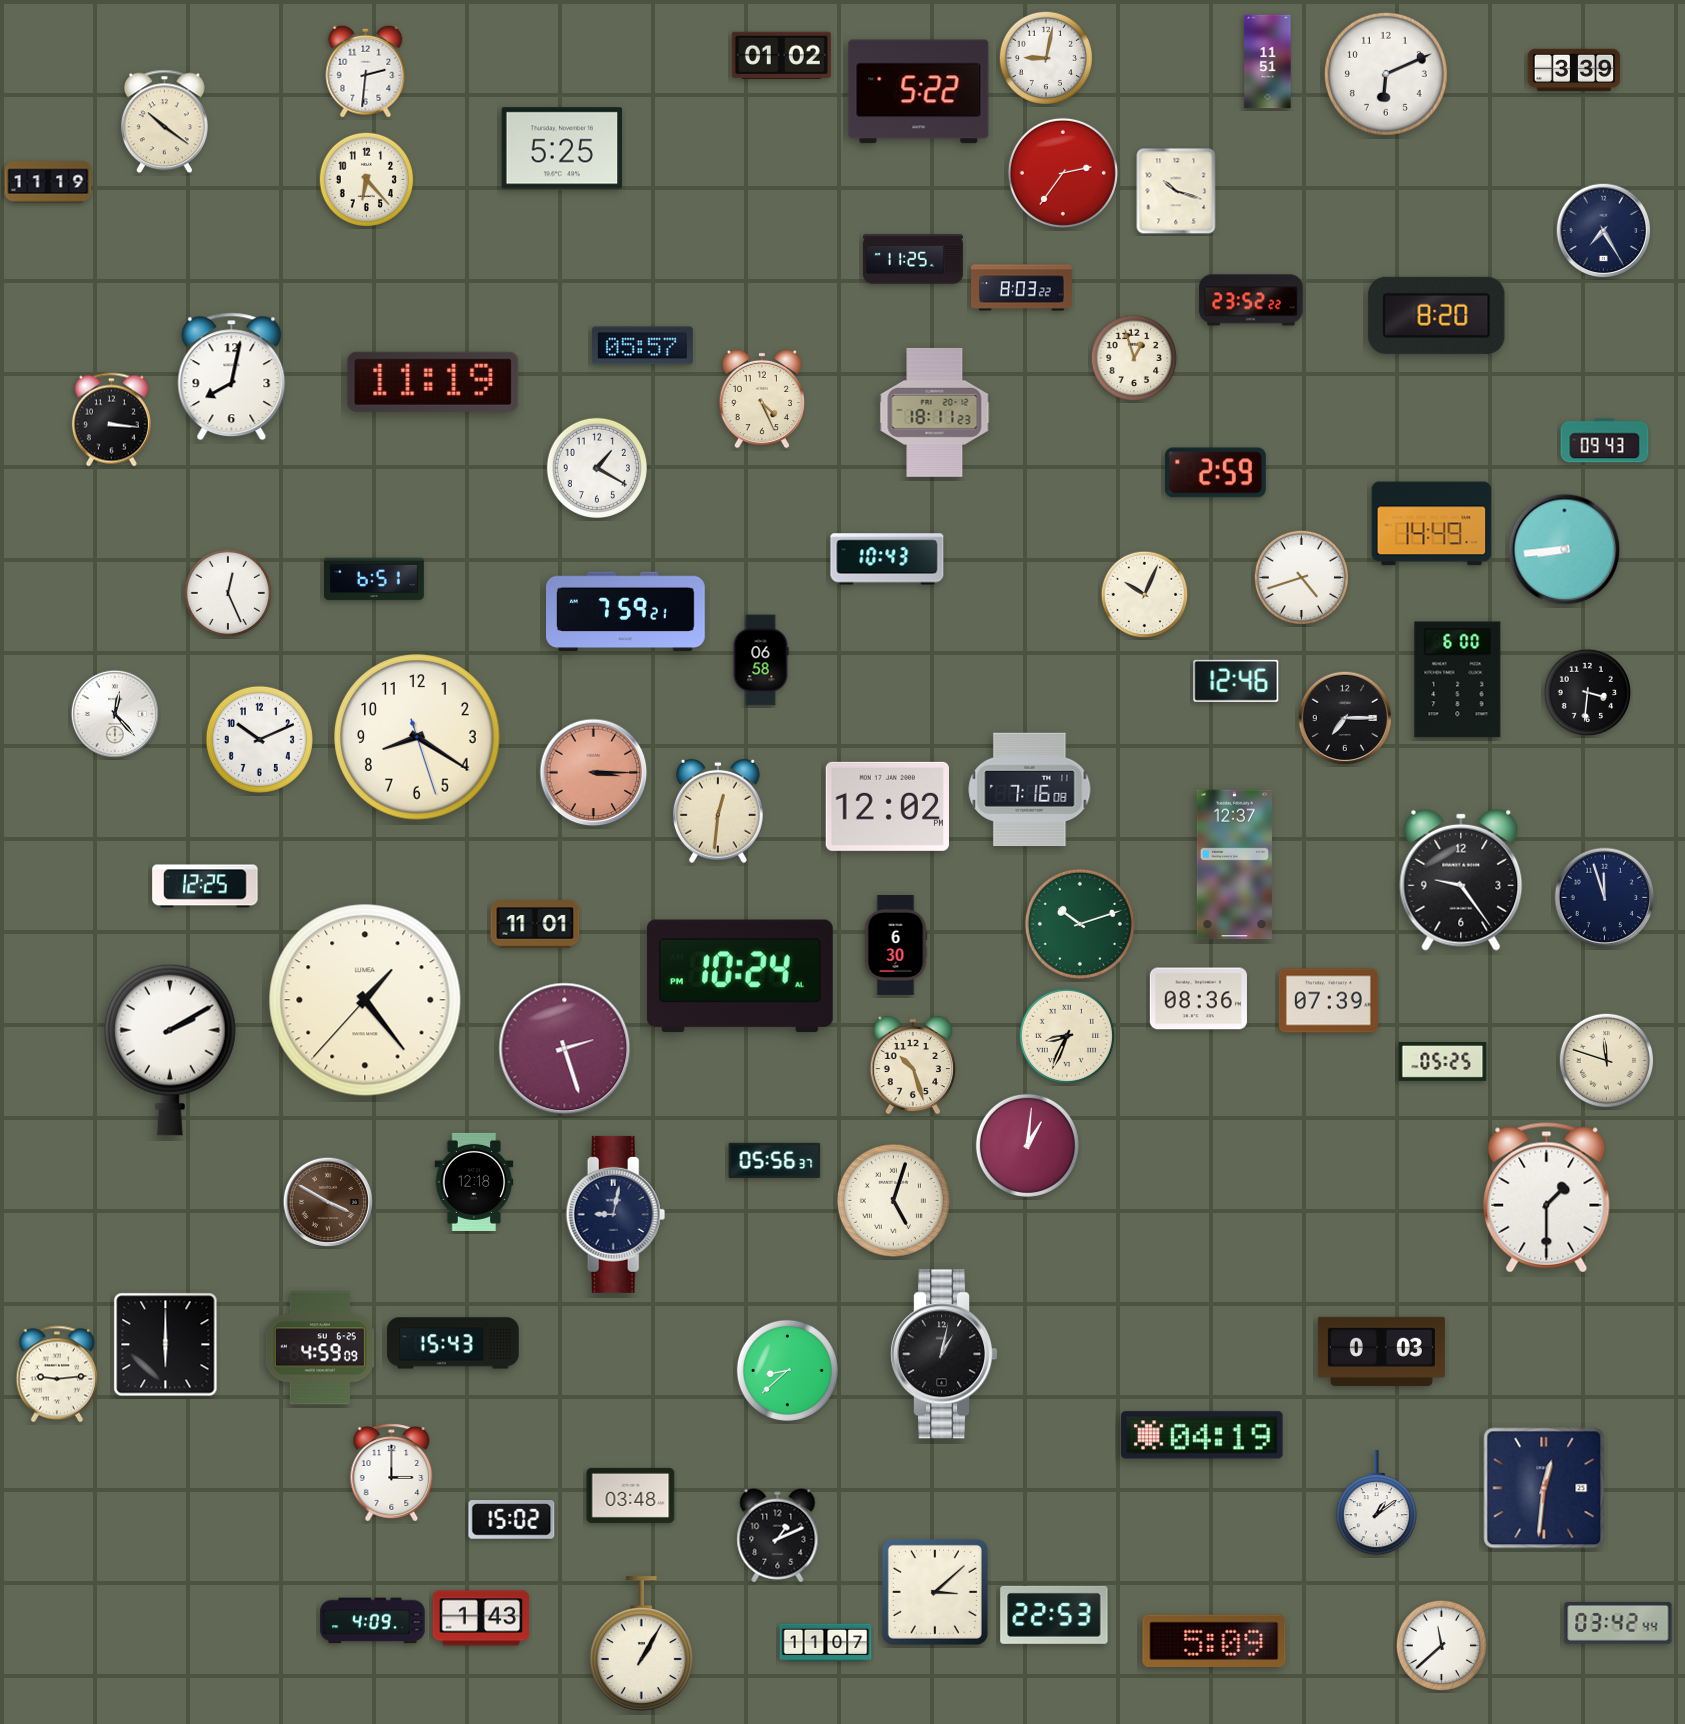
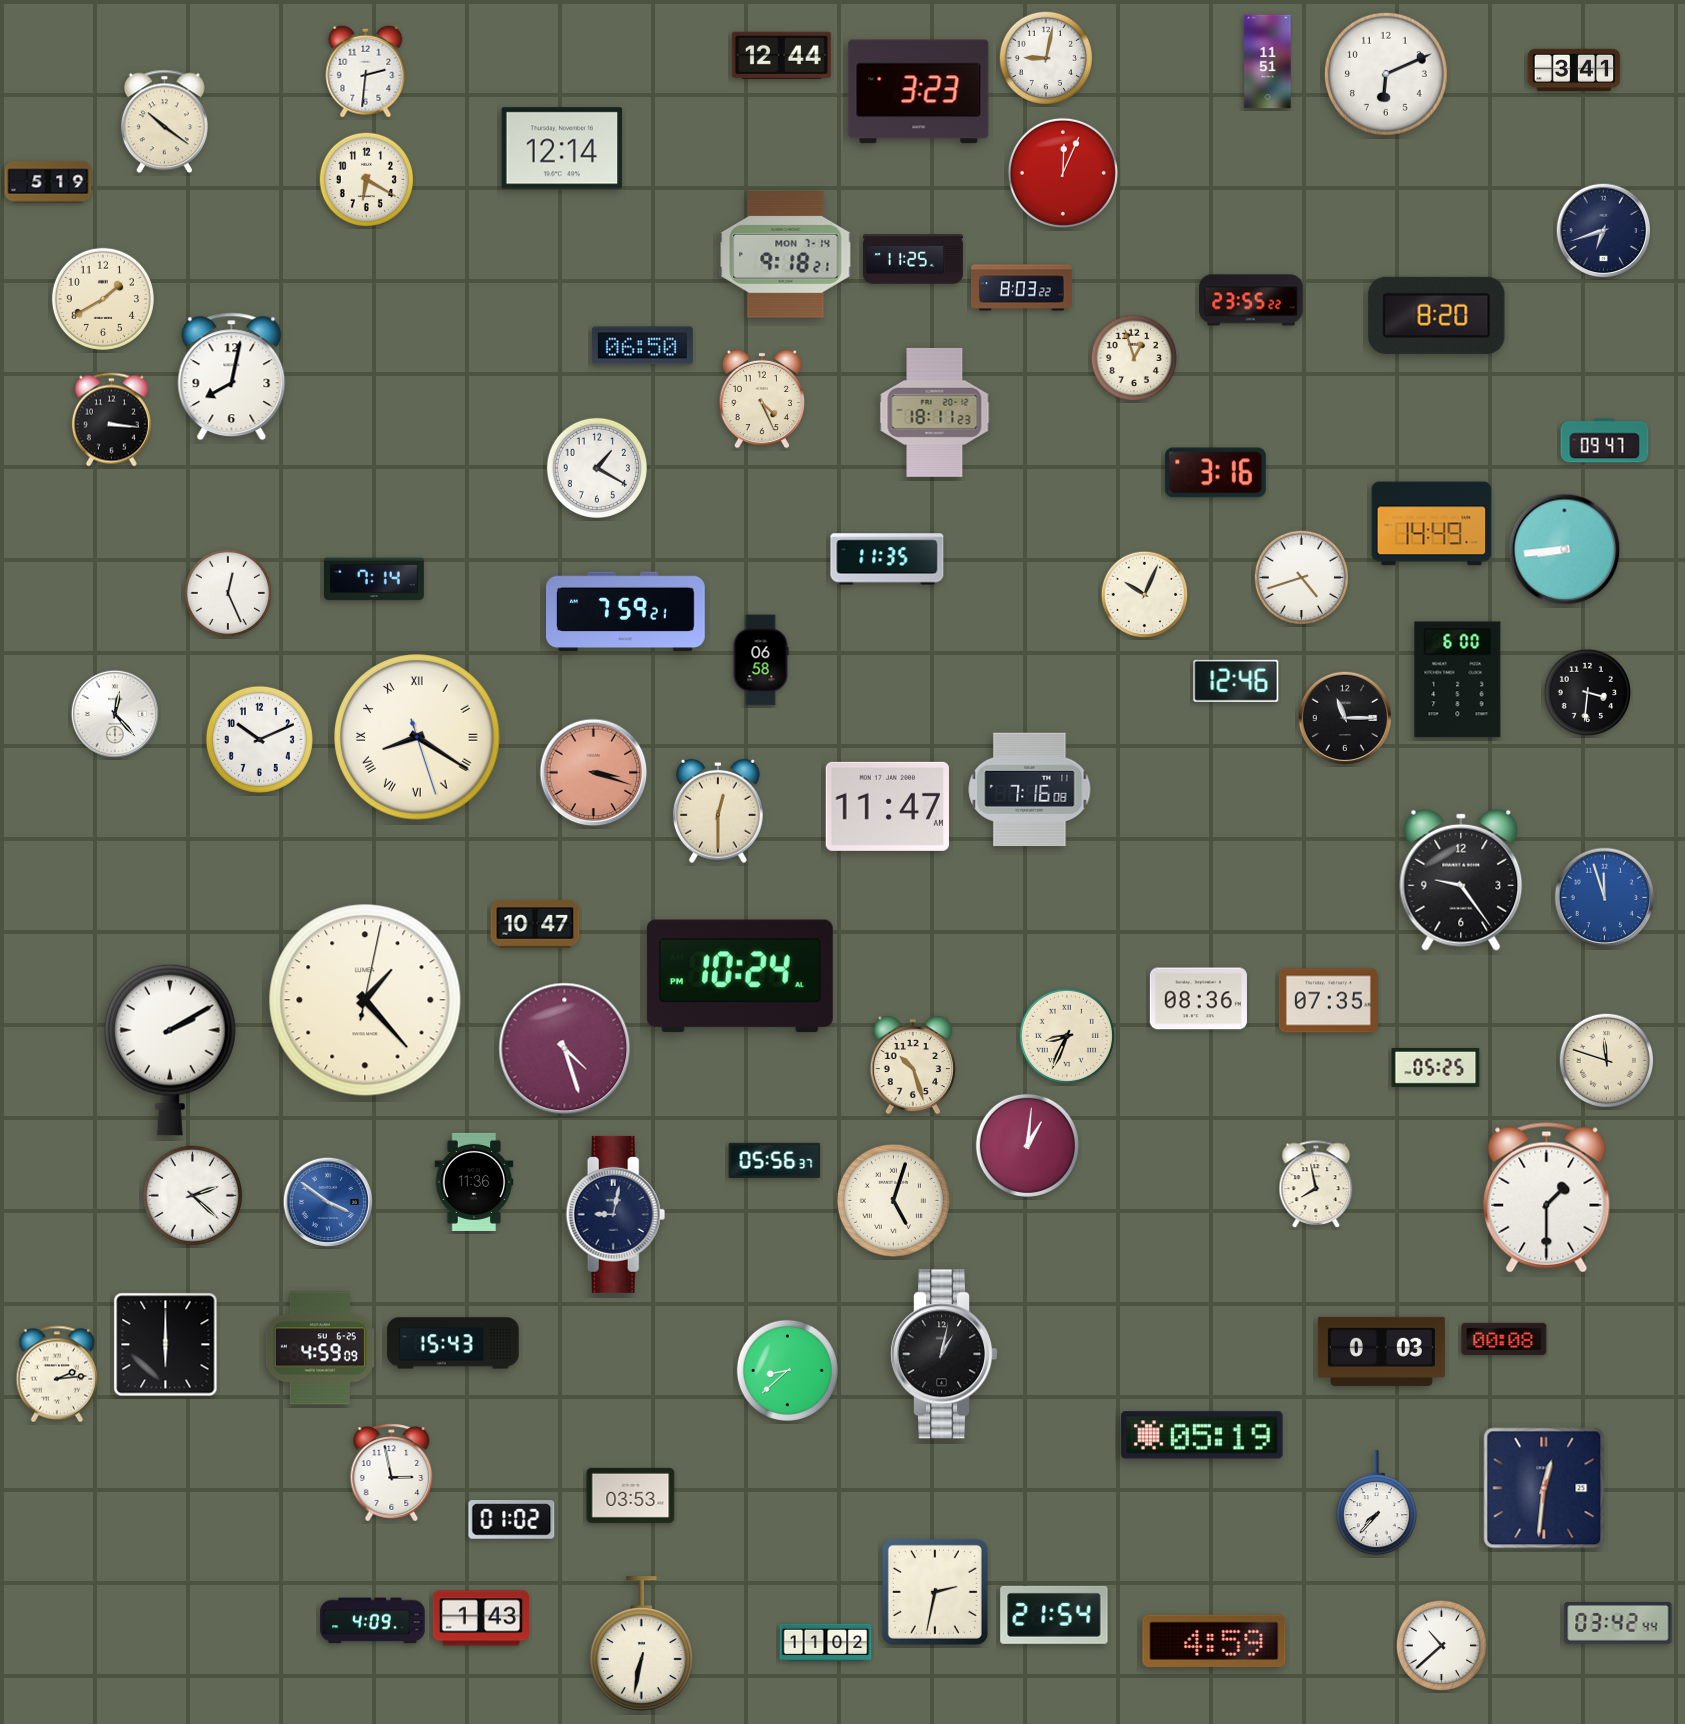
clock at (781, 55): 01:02 -> 12:44
clock at (1574, 70): 3:39 -> 3:41
clock at (919, 92): 5:22 -> 3:23
clock at (562, 148): 5:25 -> 12:14
clock at (1063, 173): 2:36 -> 12:04
clock at (366, 179): 6:23 -> 6:20
clock at (48, 182): 11:19 -> 5:19
clock at (1176, 191): 10:18 -> none
clock at (1604, 231): 7:25 -> 6:42
clock at (786, 255): none -> 9:18
clock at (103, 299): none -> 1:40
clock at (1251, 300): 23:52 -> 23:55
clock at (642, 346): 05:57 -> 06:50
clock at (433, 382): 11:19 -> none
clock at (1605, 441): 09:43 -> 09:47
clock at (1215, 473): 2:59 -> 3:16
clock at (887, 559): 10:43 -> 11:35
clock at (374, 579): 6:51 -> 7:14
clock at (1345, 718): 7:15 -> 11:15
clock at (417, 737) numerals: Arabic -> Roman
clock at (594, 773): 3:15 -> 3:18
clock at (887, 806): 12:02 -> 11:47
clock at (718, 811): 12:31 -> 12:30
clock at (1234, 865): 12:37 -> none
clock at (205, 886): 12:25 -> none
clock at (1605, 898) dial: navy -> blue
clock at (535, 924): 11:01 -> 10:47
clock at (1080, 924): 10:12 -> none
clock at (896, 945): 6:30 -> none
clock at (365, 1000): 1:23:37 -> 1:23:02
clock at (1328, 1001): 07:39 -> 07:35
clock at (565, 1049): 2:27 -> 4:27
clock at (1443, 1061) position: (1443, 1061) -> (1436, 1067)
clock at (474, 1182): 12:18 -> 11:36
clock at (1316, 1185): none -> 7:58
clock at (192, 1195): none -> 2:22
clock at (327, 1201): 3:50 -> 3:51
clock at (327, 1201) dial: brown -> blue
clock at (1504, 1338): none -> 00:08
clock at (57, 1374): 9:14 -> 2:14
clock at (1202, 1435): 04:19 -> 05:19
clock at (392, 1473): 3:00 -> 2:58
clock at (631, 1495): 03:48 -> 03:53
clock at (1376, 1503): 1:09 -> 7:37
clock at (512, 1520): 15:02 -> 01:02
clock at (778, 1536): 1:11 -> none
clock at (935, 1592): 3:08 -> 2:32
clock at (1054, 1615): 22:53 -> 21:54
clock at (1214, 1640): 5:09 -> 4:59
clock at (826, 1643): 11:07 -> 11:02
clock at (641, 1644): 1:05 -> 6:32
clock at (1441, 1645): 11:38 -> 10:38
